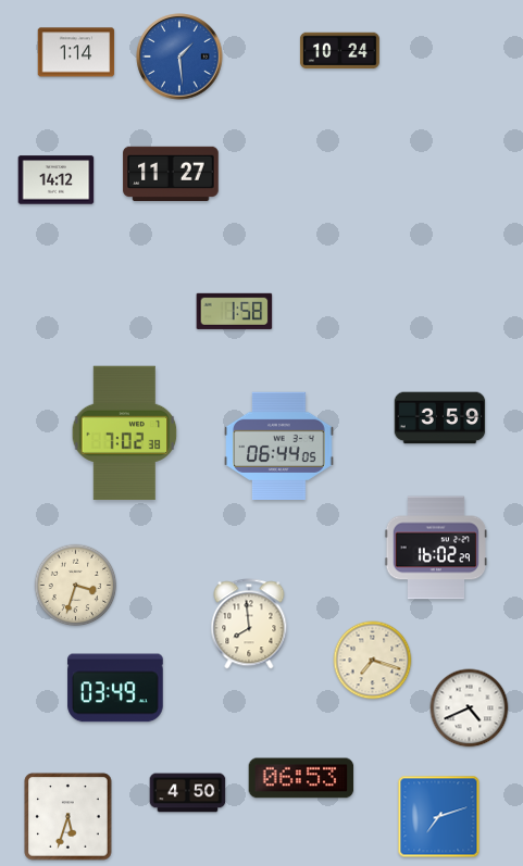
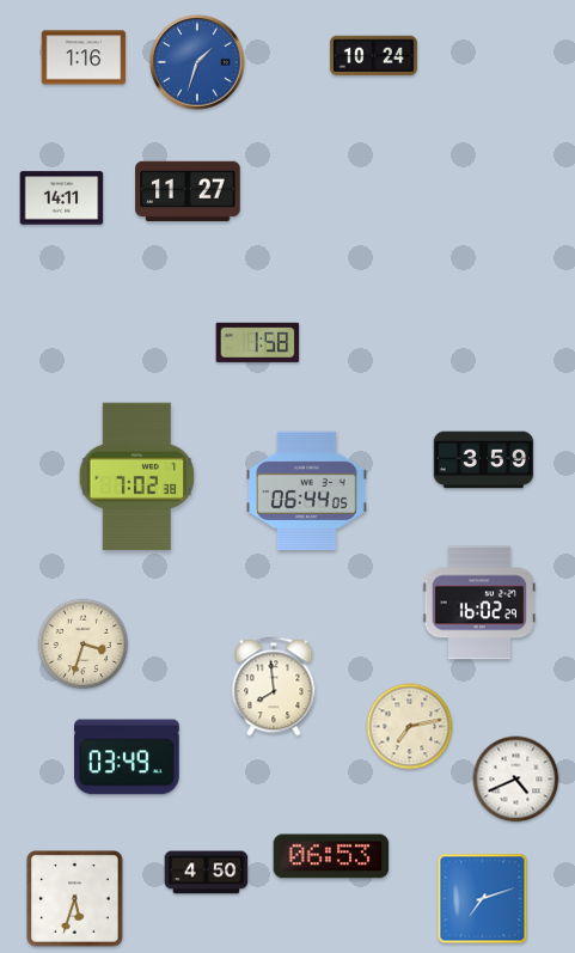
clock at (76, 52): 1:14 -> 1:16
clock at (179, 57): 1:29 -> 1:33
clock at (57, 180): 14:12 -> 14:11
clock at (373, 661): 7:18 -> 7:13
